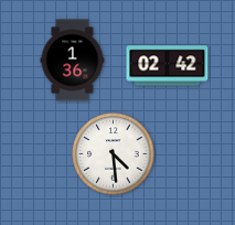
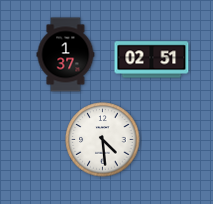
clock at (73, 61): 1:36 -> 1:37
clock at (168, 66): 02:42 -> 02:51
